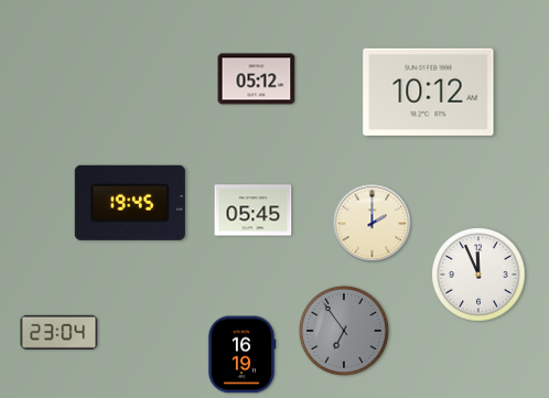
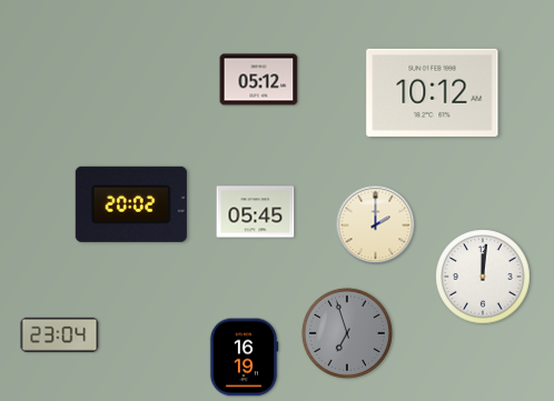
clock at (130, 203): 19:45 -> 20:02
clock at (478, 275): 11:56 -> 12:01
clock at (344, 331): 6:54 -> 6:57
